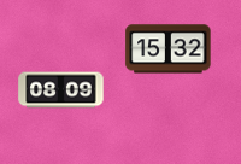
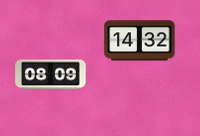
clock at (169, 49): 15:32 -> 14:32
